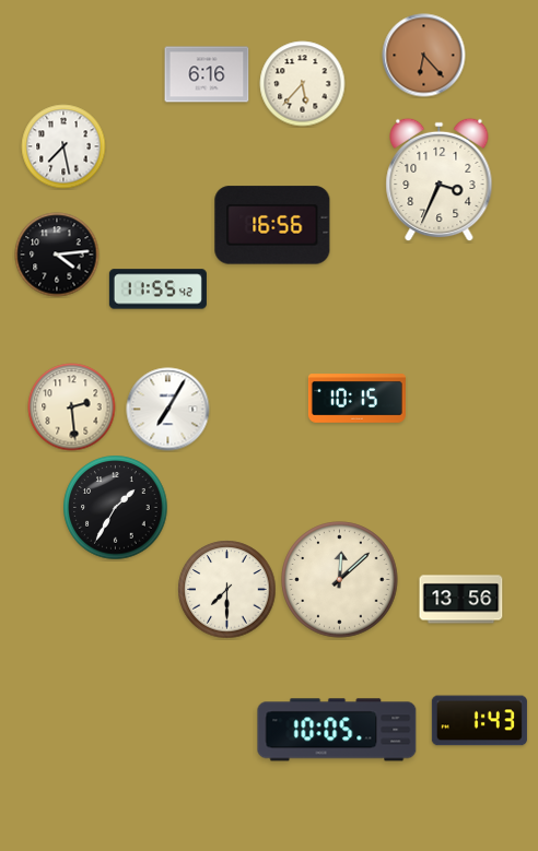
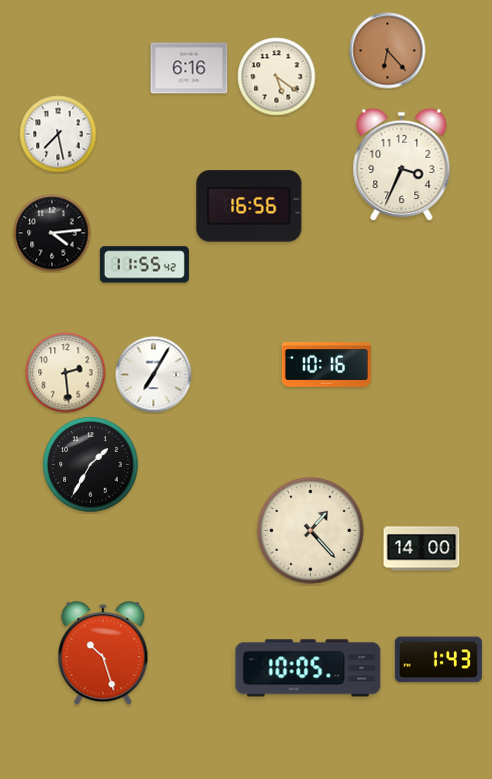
clock at (303, 84): 5:37 -> 5:21
clock at (356, 399): 10:15 -> 10:16
clock at (116, 508) position: (116, 508) -> (91, 465)
clock at (340, 580): 12:08 -> 1:23
clock at (227, 590): 7:30 -> none
clock at (461, 600): 13:56 -> 14:00
clock at (103, 654): none -> 10:27
